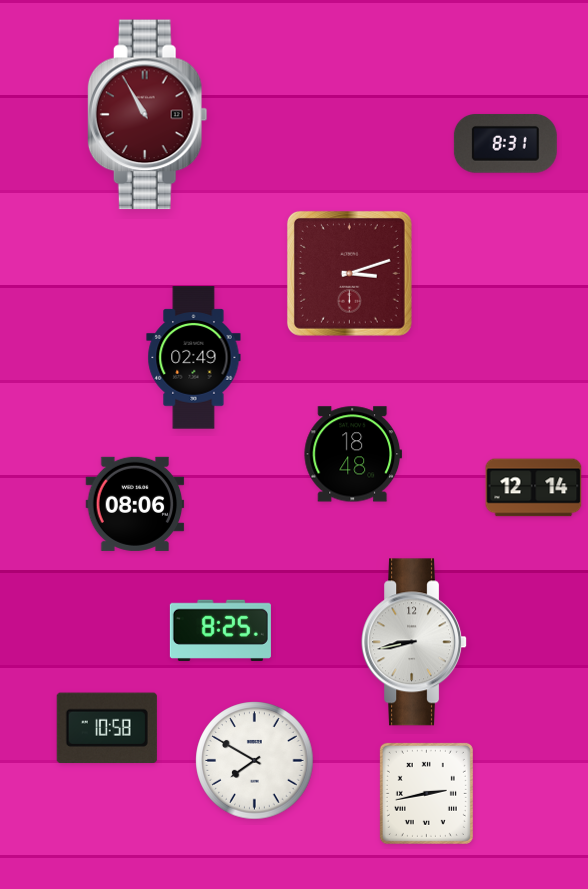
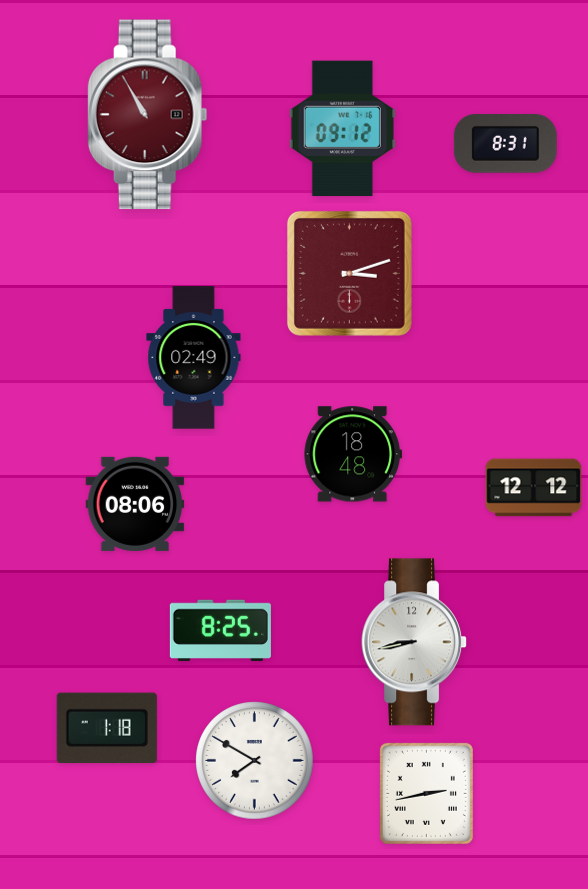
clock at (342, 129): none -> 09:12
clock at (534, 488): 12:14 -> 12:12
clock at (107, 728): 10:58 -> 1:18
